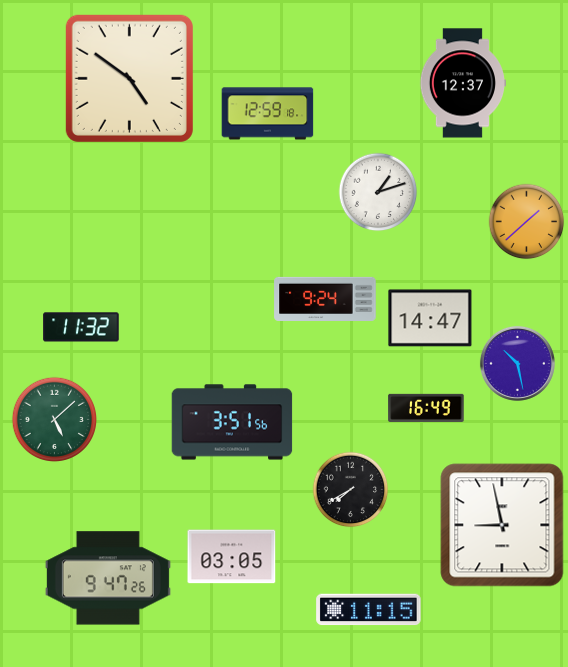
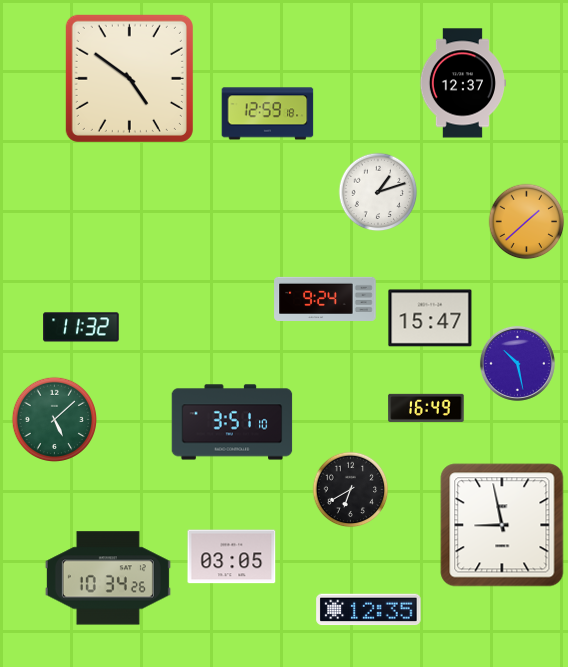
clock at (430, 318): 14:47 -> 15:47
clock at (232, 422): 3:51:56 -> 3:51:10
clock at (351, 490): 7:40 -> 6:40
clock at (108, 578): 9:47 -> 10:34
clock at (369, 610): 11:15 -> 12:35
